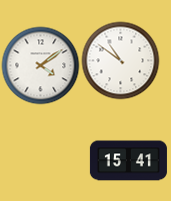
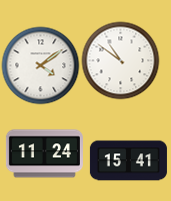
clock at (44, 154): none -> 11:24
